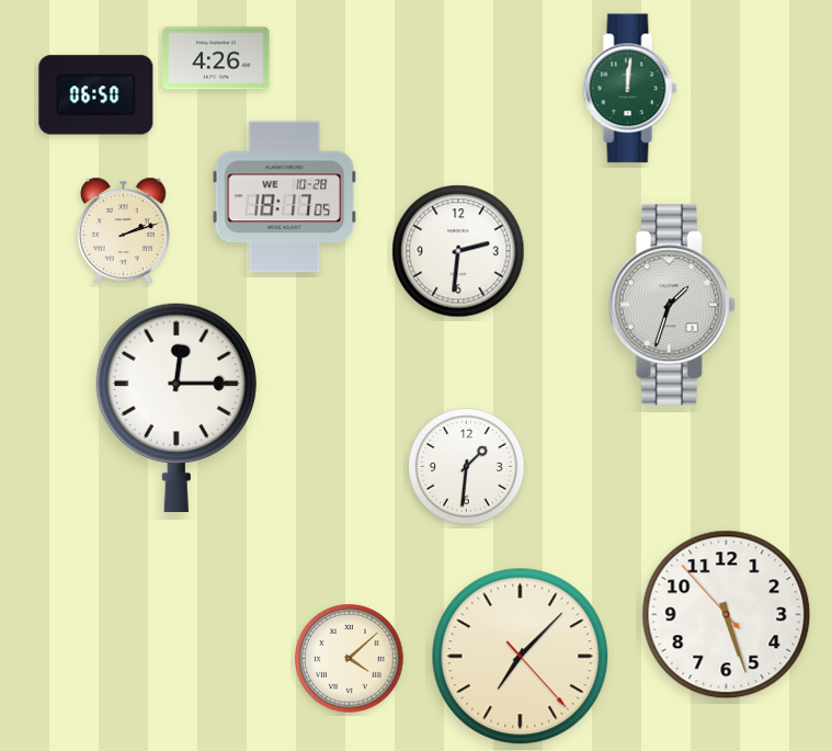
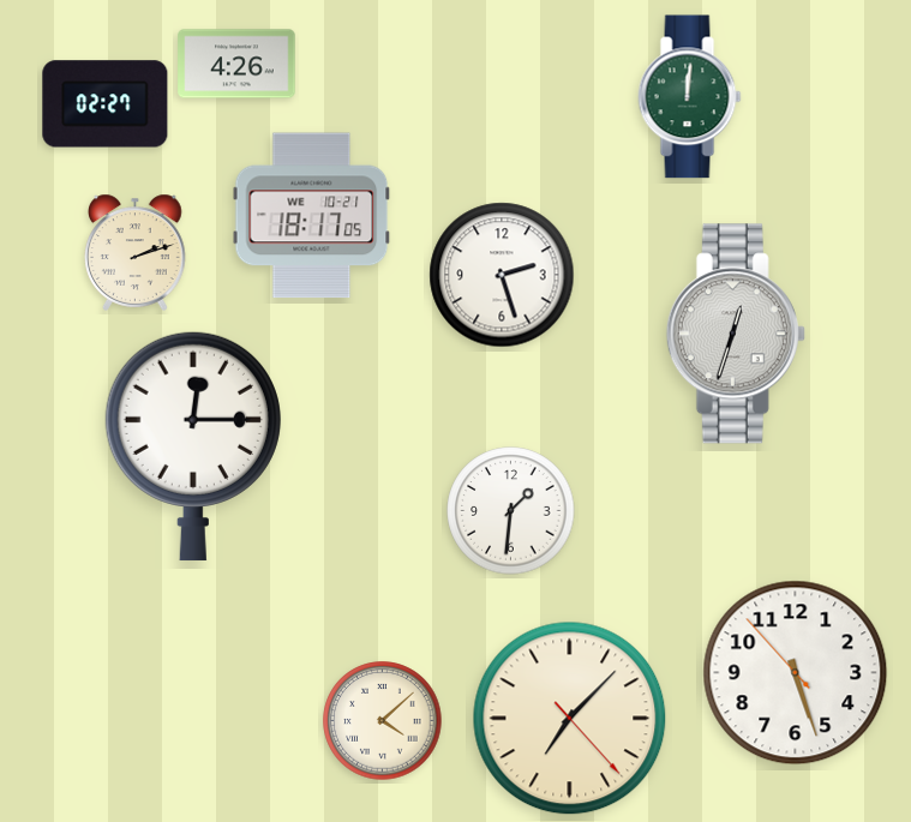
clock at (96, 95): 06:50 -> 02:27
clock at (285, 197) date: WE 10-28 -> WE 10-21
clock at (458, 251): 2:31 -> 2:27
clock at (672, 305): 1:33 -> 12:33
